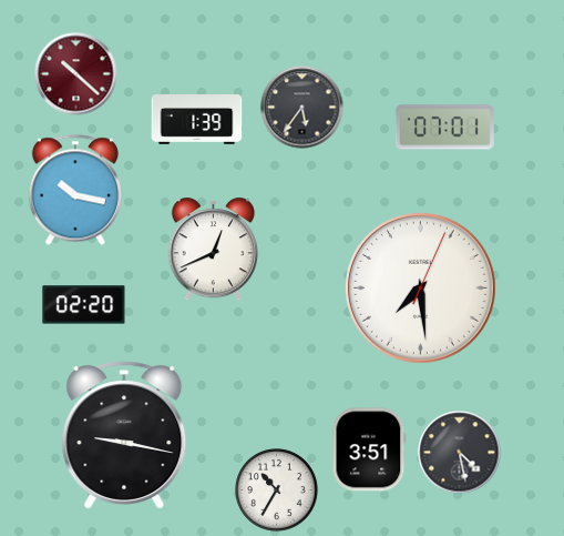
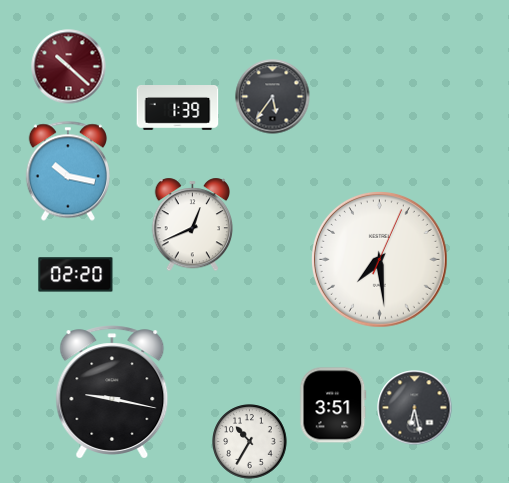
clock at (444, 128): 07:01 -> none
clock at (460, 453): 4:28 -> 6:28
